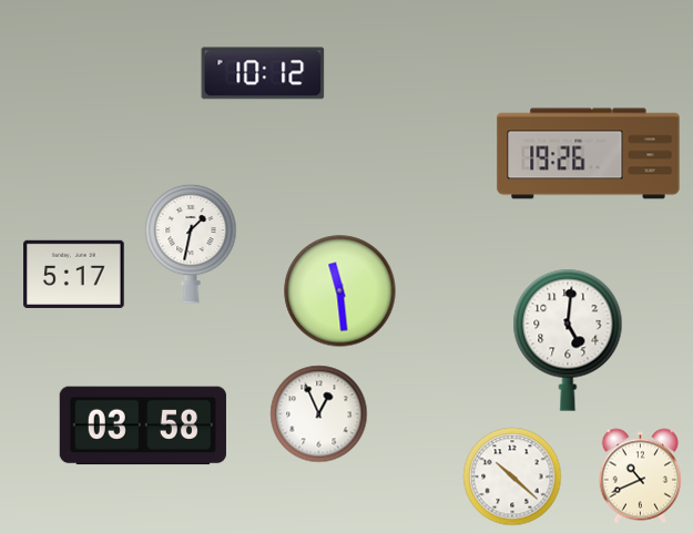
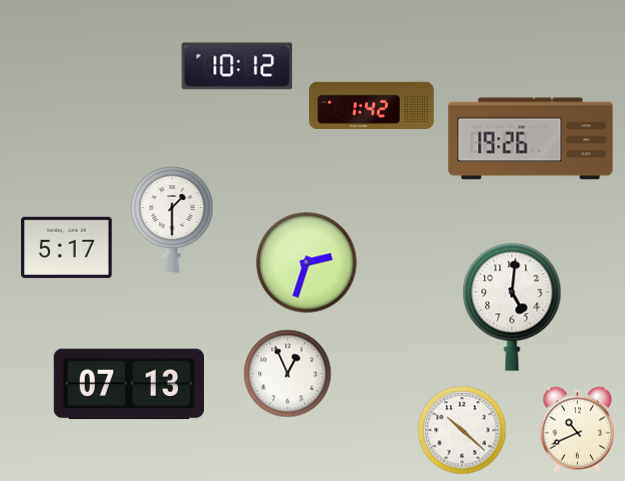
clock at (372, 105): none -> 1:42
clock at (191, 244): 1:32 -> 1:30
clock at (340, 291): 11:29 -> 2:33
clock at (143, 426): 03:58 -> 07:13
